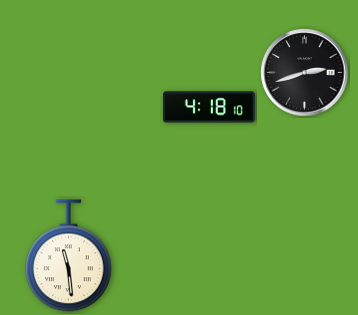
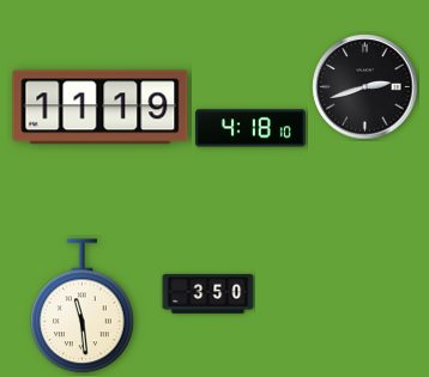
clock at (101, 108): none -> 11:19
clock at (209, 294): none -> 3:50
